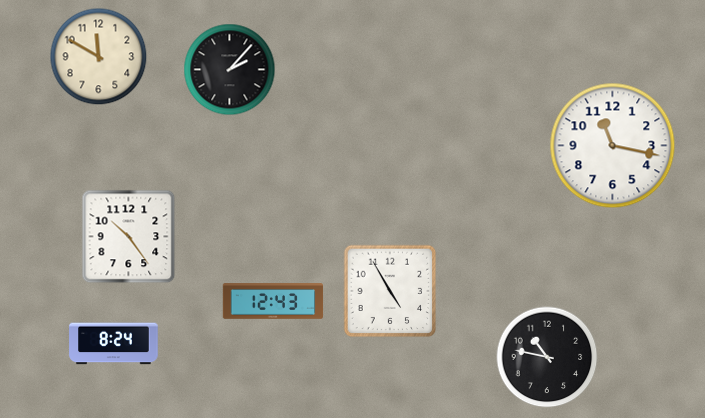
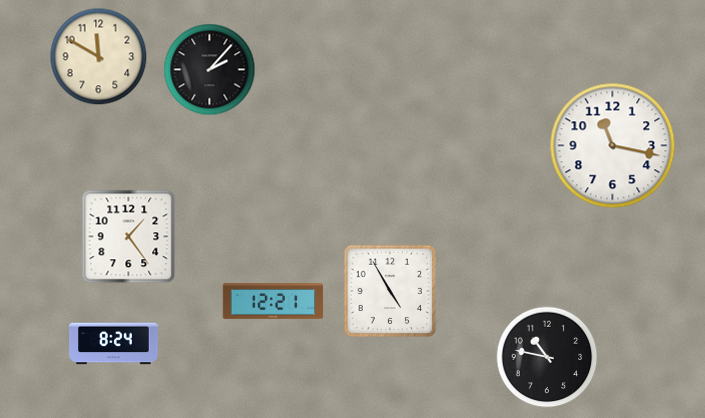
clock at (230, 70) position: (230, 70) -> (210, 70)
clock at (129, 237): 10:24 -> 1:24
clock at (273, 301): 12:43 -> 12:21
